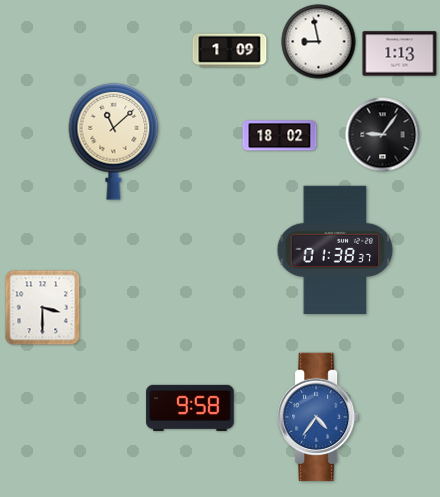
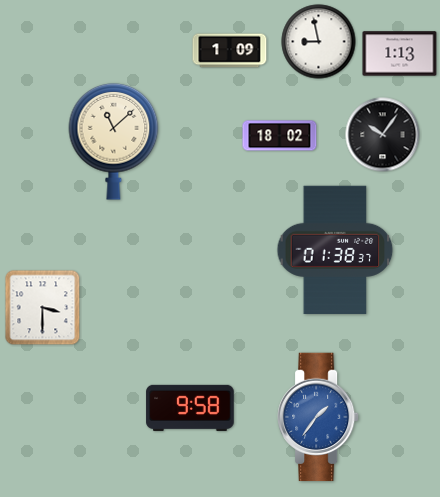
clock at (383, 135): 9:06 -> 10:06
clock at (318, 417): 4:36 -> 1:36
